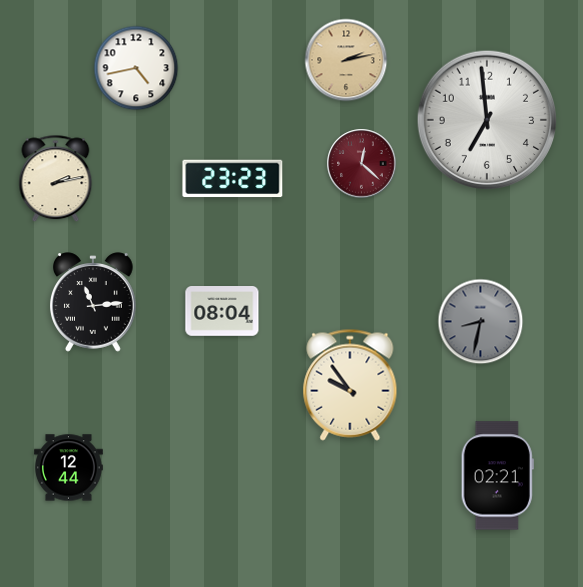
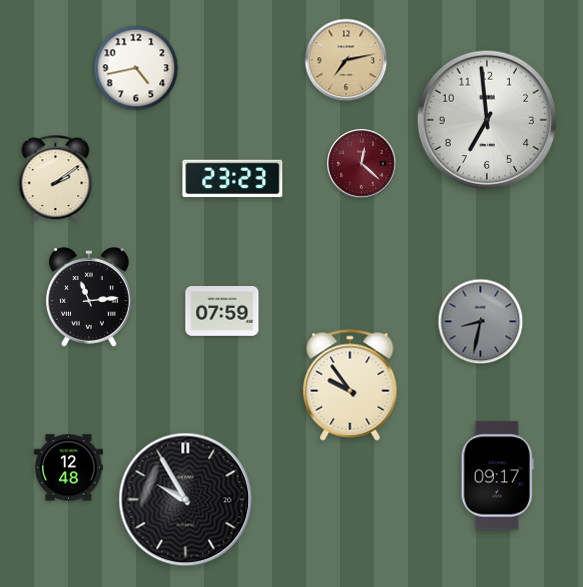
clock at (346, 60): 2:13 -> 7:13
clock at (56, 179): 2:13 -> 2:09
clock at (94, 302) position: (94, 302) -> (90, 297)
clock at (222, 312): 08:04 -> 07:59
clock at (69, 468): 12:44 -> 12:48
clock at (497, 476): 02:21 -> 09:17
clock at (186, 500): none -> 9:55
